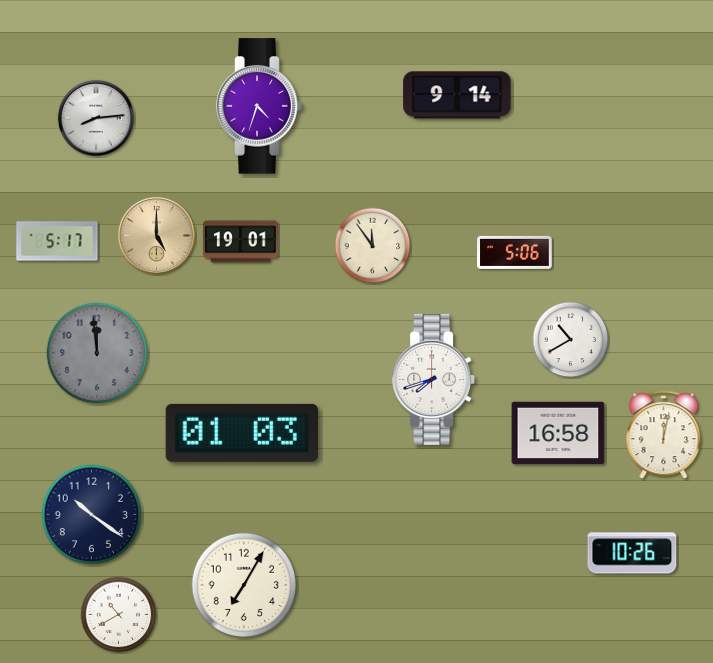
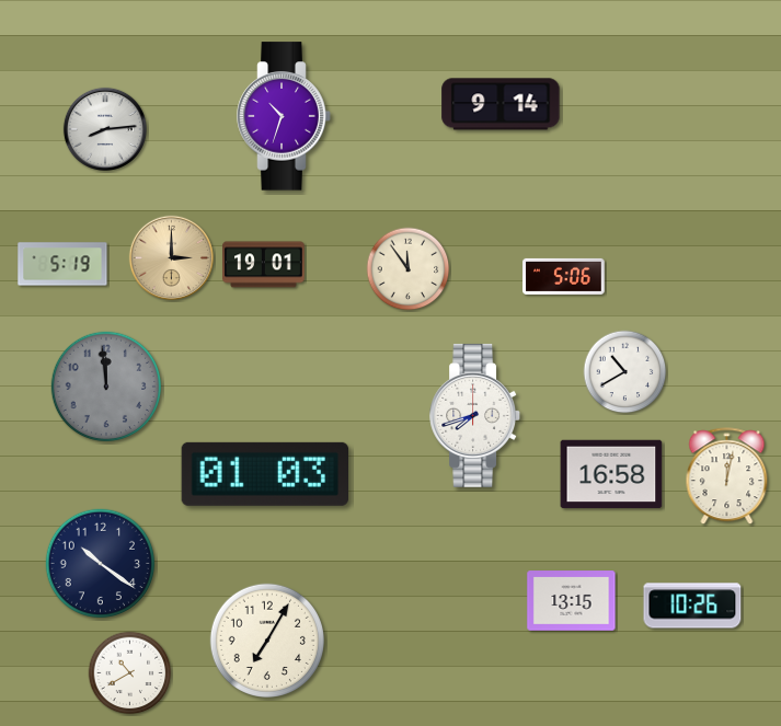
clock at (259, 106): 4:33 -> 10:33
clock at (156, 235): 5:00 -> 3:00
clock at (57, 241): 5:17 -> 5:19
clock at (572, 601): none -> 13:15
